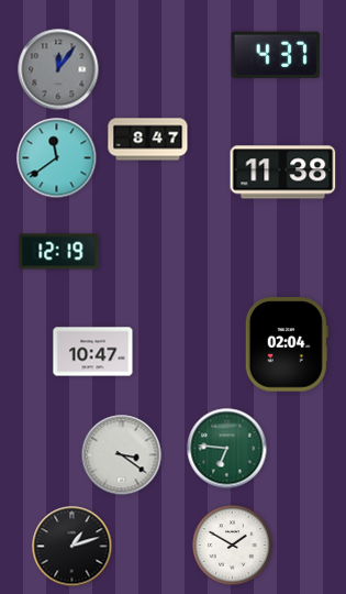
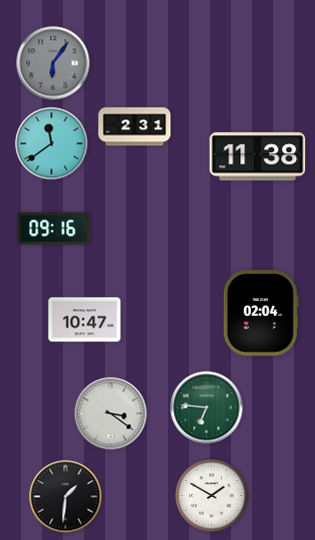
clock at (276, 55): 4:37 -> none
clock at (58, 69): 12:06 -> 6:06
clock at (148, 140): 8:47 -> 2:31
clock at (59, 252): 12:19 -> 09:16
clock at (72, 547): 1:12 -> 1:31
